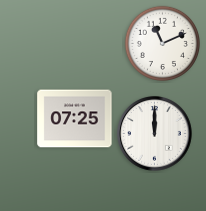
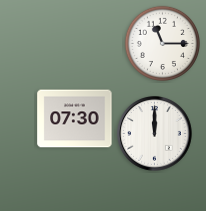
clock at (162, 43): 11:11 -> 11:15
clock at (75, 119): 07:25 -> 07:30
